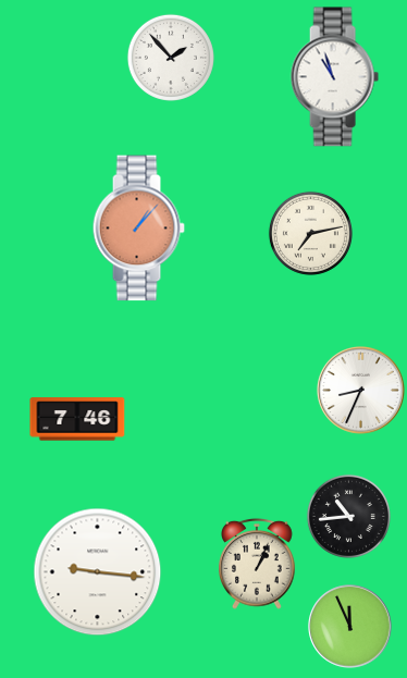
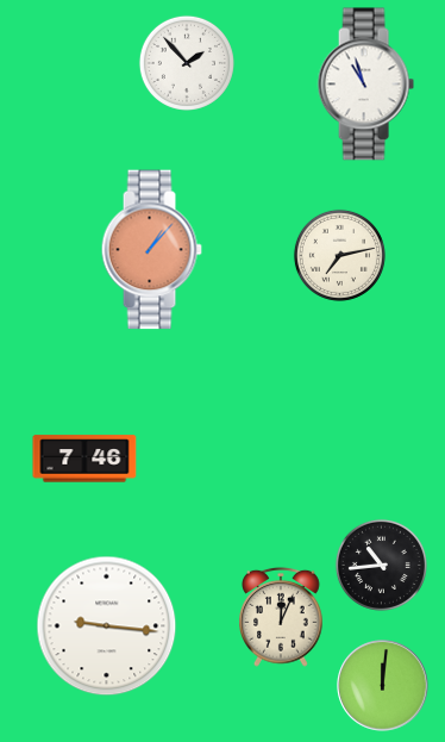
clock at (360, 390): 8:34 -> none
clock at (258, 564): 1:04 -> 12:04
clock at (350, 627): 11:56 -> 12:01
